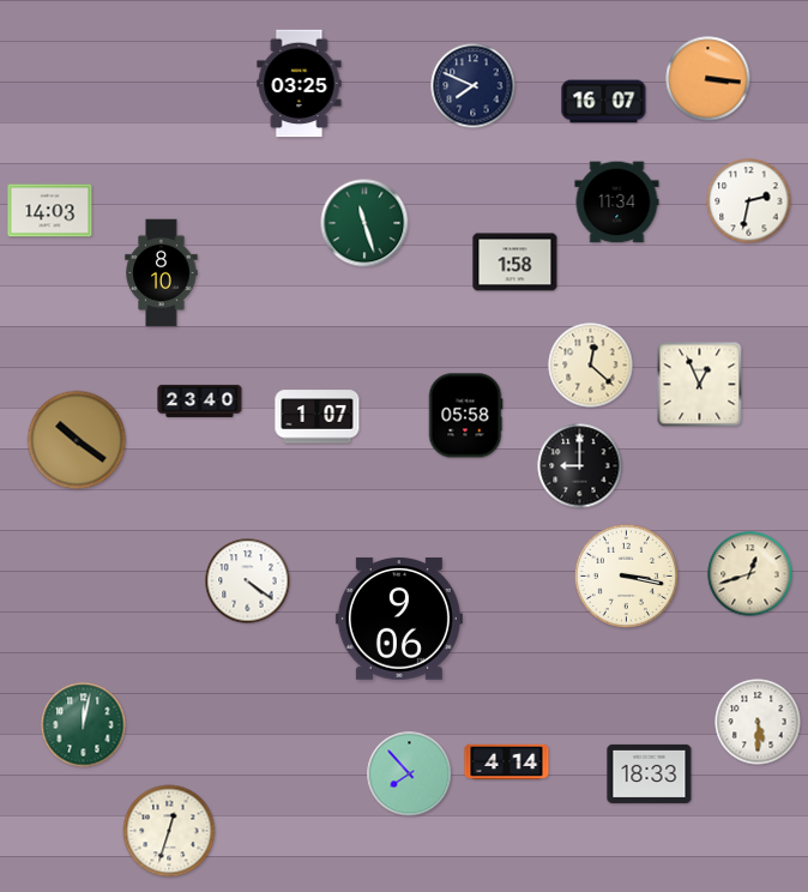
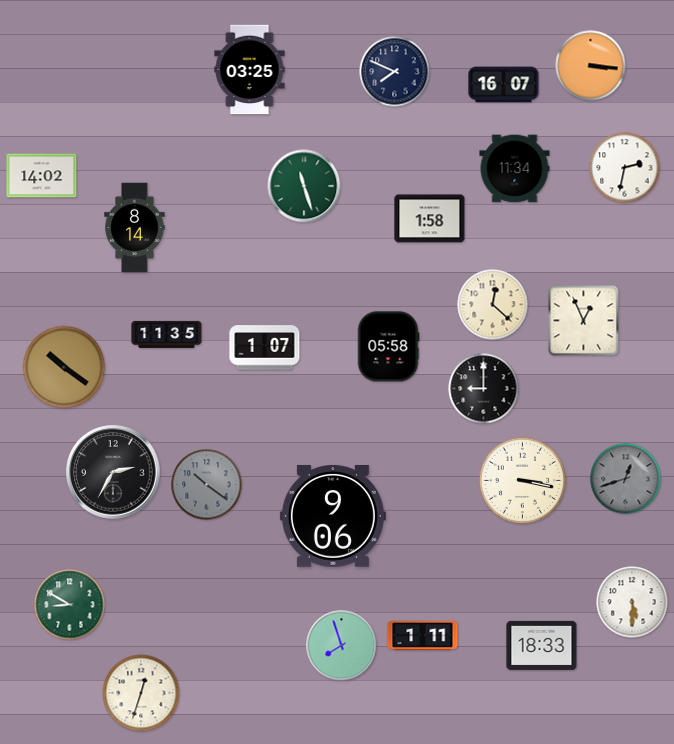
clock at (50, 211): 14:03 -> 14:02
clock at (162, 273): 8:10 -> 8:14
clock at (200, 400): 23:40 -> 11:35
clock at (113, 472): none -> 2:35
clock at (750, 574) dial: cream -> grey
clock at (248, 581): 4:21 -> 10:21
clock at (248, 581) dial: white -> grey
clock at (84, 725): 12:02 -> 8:50
clock at (507, 763): 4:14 -> 1:11
clock at (410, 775): 7:53 -> 7:57
